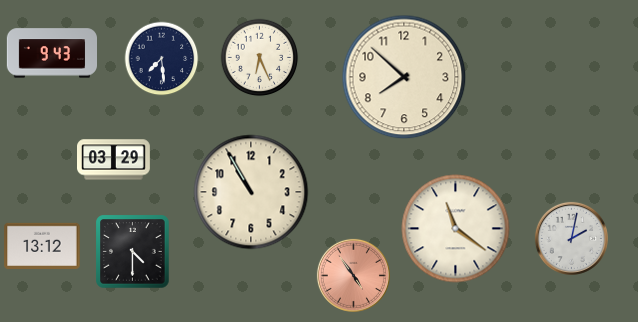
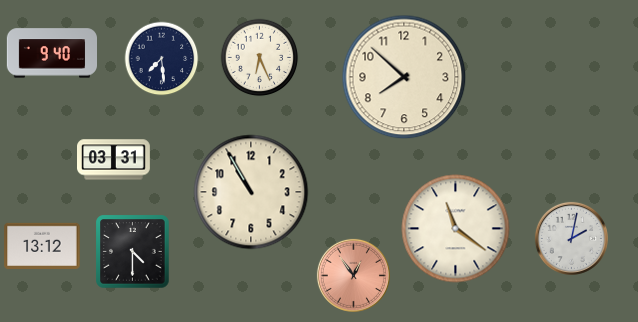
clock at (51, 53): 9:43 -> 9:40
clock at (114, 160): 03:29 -> 03:31
clock at (353, 275): 4:54 -> 12:54
